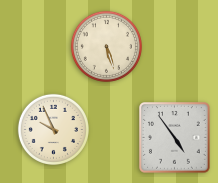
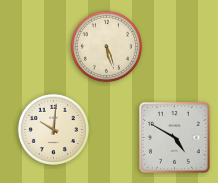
clock at (53, 129): 9:56 -> 10:01
clock at (175, 138): 4:54 -> 4:50
